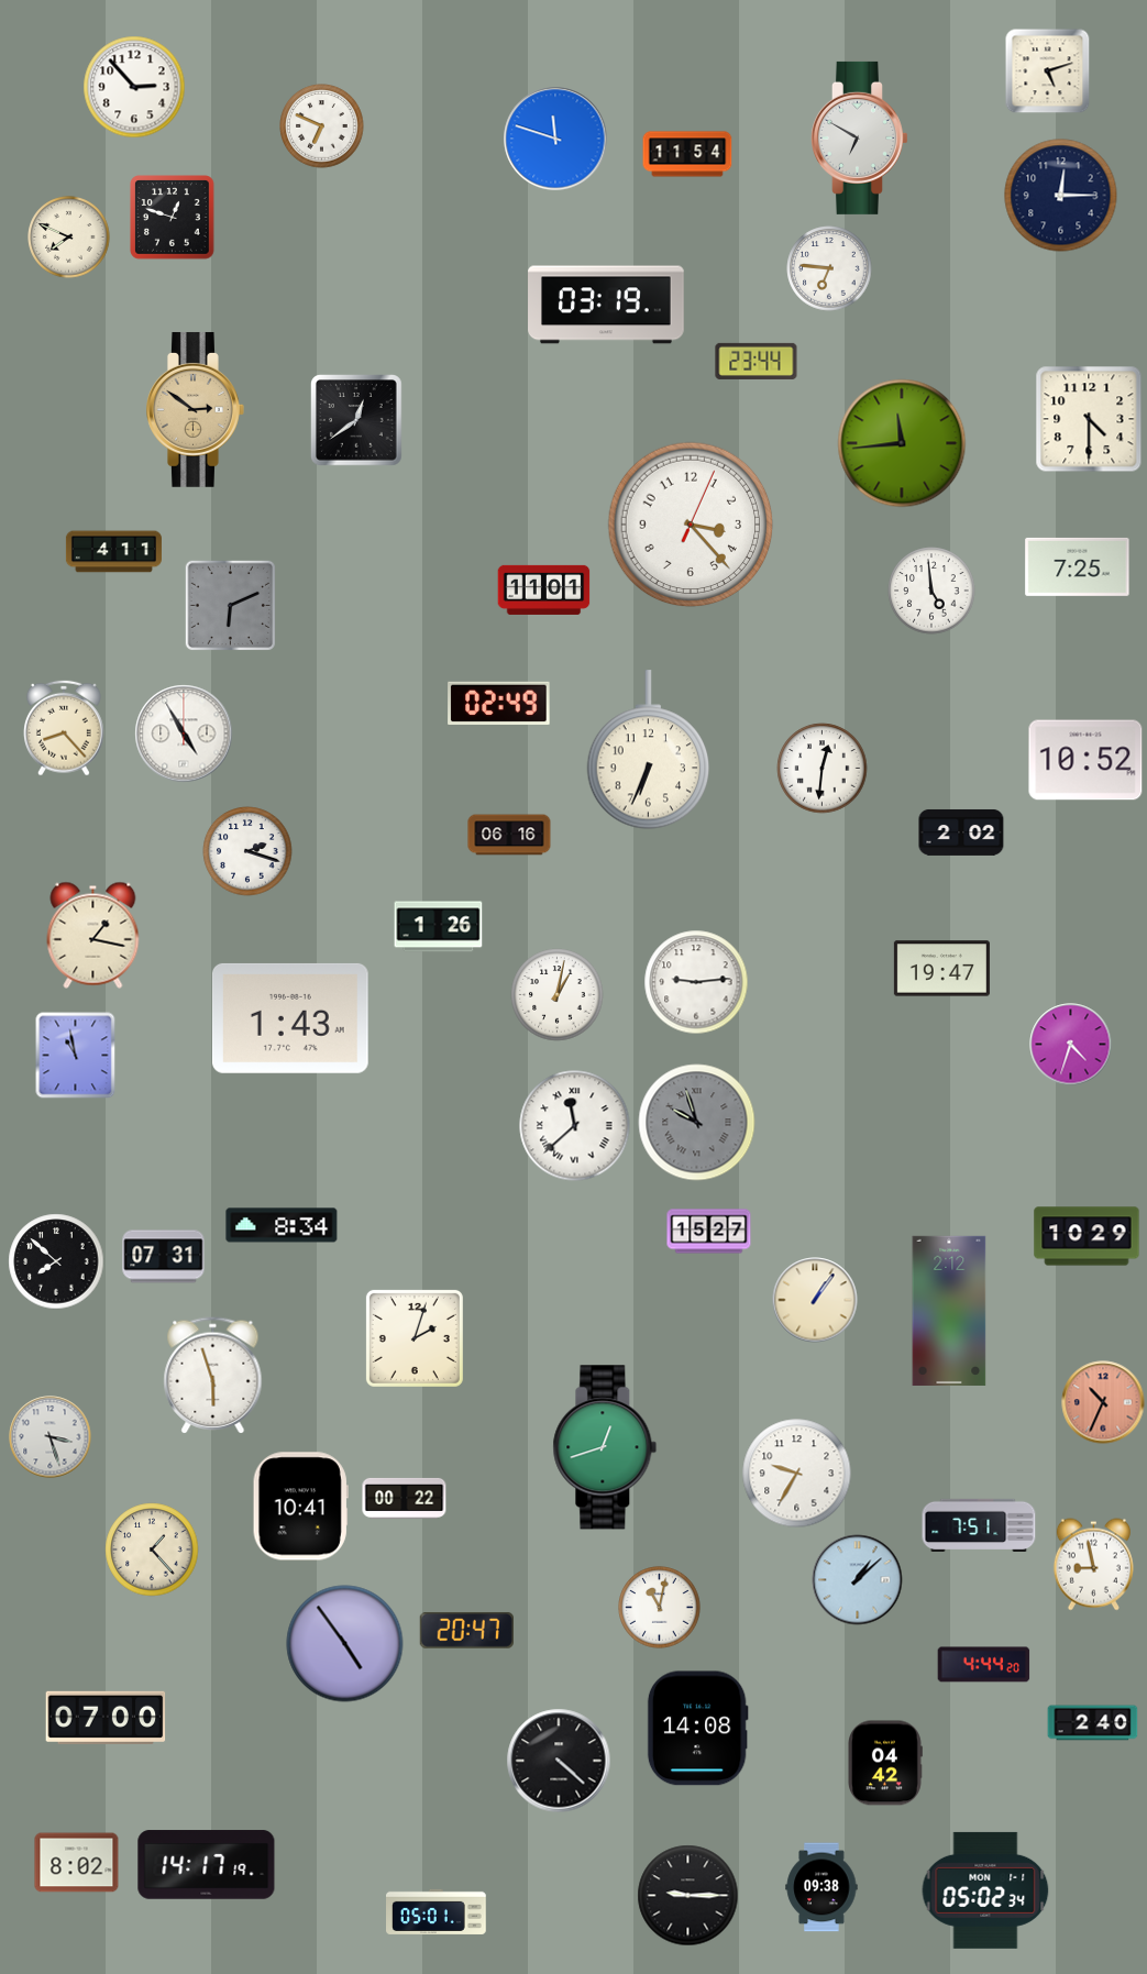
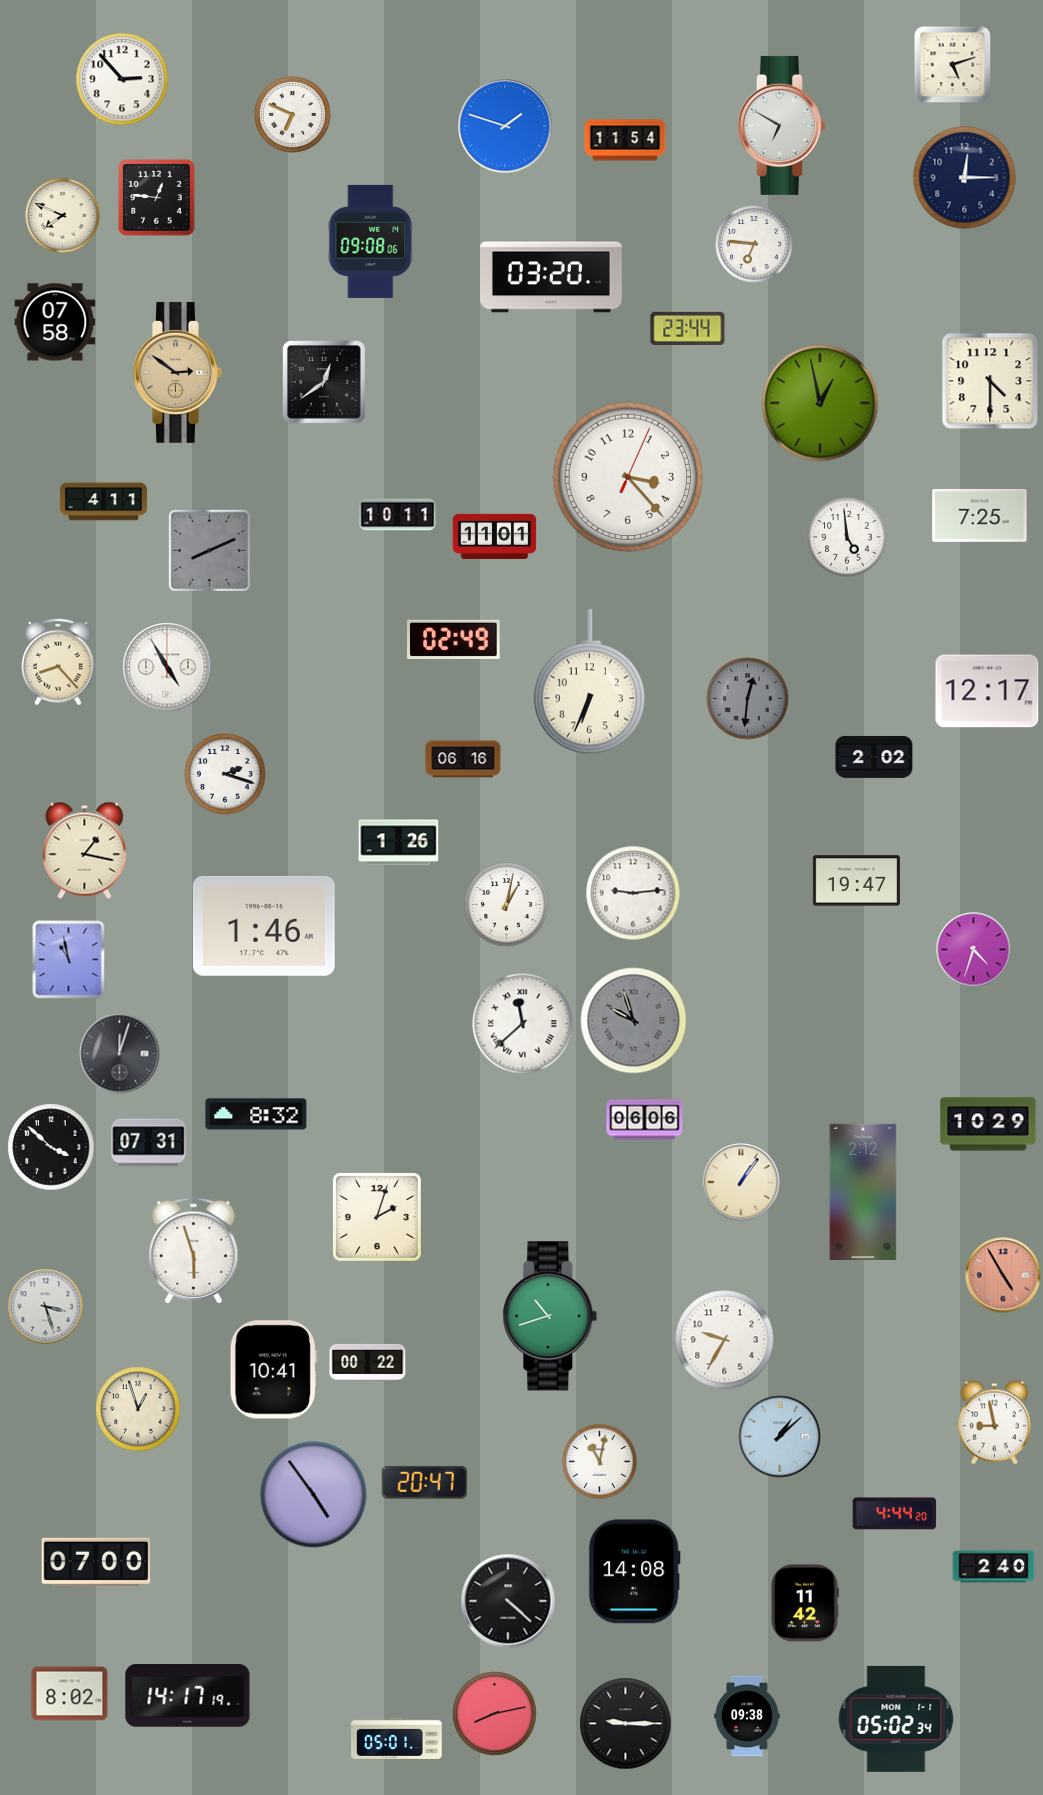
clock at (555, 139): 11:48 -> 1:48
clock at (173, 218): 12:48 -> 12:46
clock at (371, 241): none -> 09:08
clock at (606, 305): 03:19 -> 03:20
clock at (55, 322): none -> 07:58
clock at (902, 443): 11:44 -> 12:58
clock at (398, 515): none -> 10:11
clock at (230, 605): 6:11 -> 8:11
clock at (1085, 760): 10:52 -> 12:17
clock at (823, 769) dial: white -> grey
clock at (290, 1018): 1:43 -> 1:46
clock at (120, 1054): none -> 12:03
clock at (282, 1225): 8:34 -> 8:32
clock at (709, 1232): 15:27 -> 06:06
clock at (56, 1261): 7:52 -> 3:52
clock at (1103, 1402): 10:34 -> 4:55
clock at (605, 1447): 12:42 -> 10:42
clock at (979, 1524): 7:51 -> none
clock at (152, 1550): 1:23 -> 12:57
clock at (885, 1763): 04:42 -> 11:42
clock at (495, 1714): none -> 8:13
